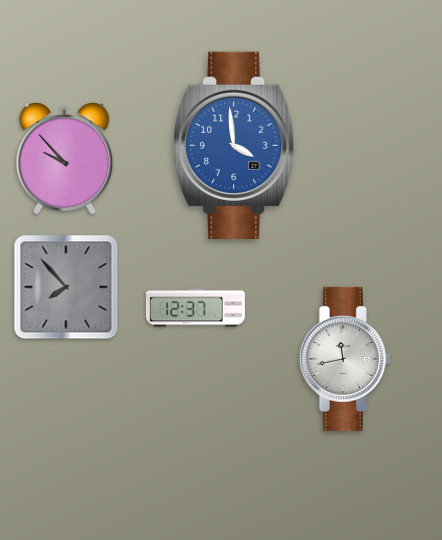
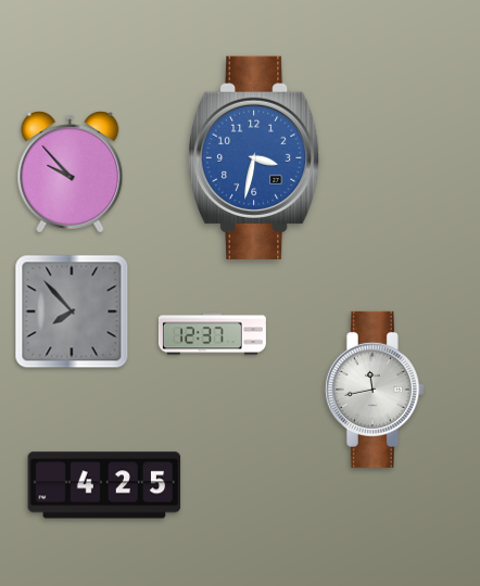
clock at (235, 145): 3:59 -> 3:32
clock at (104, 485): none -> 4:25
